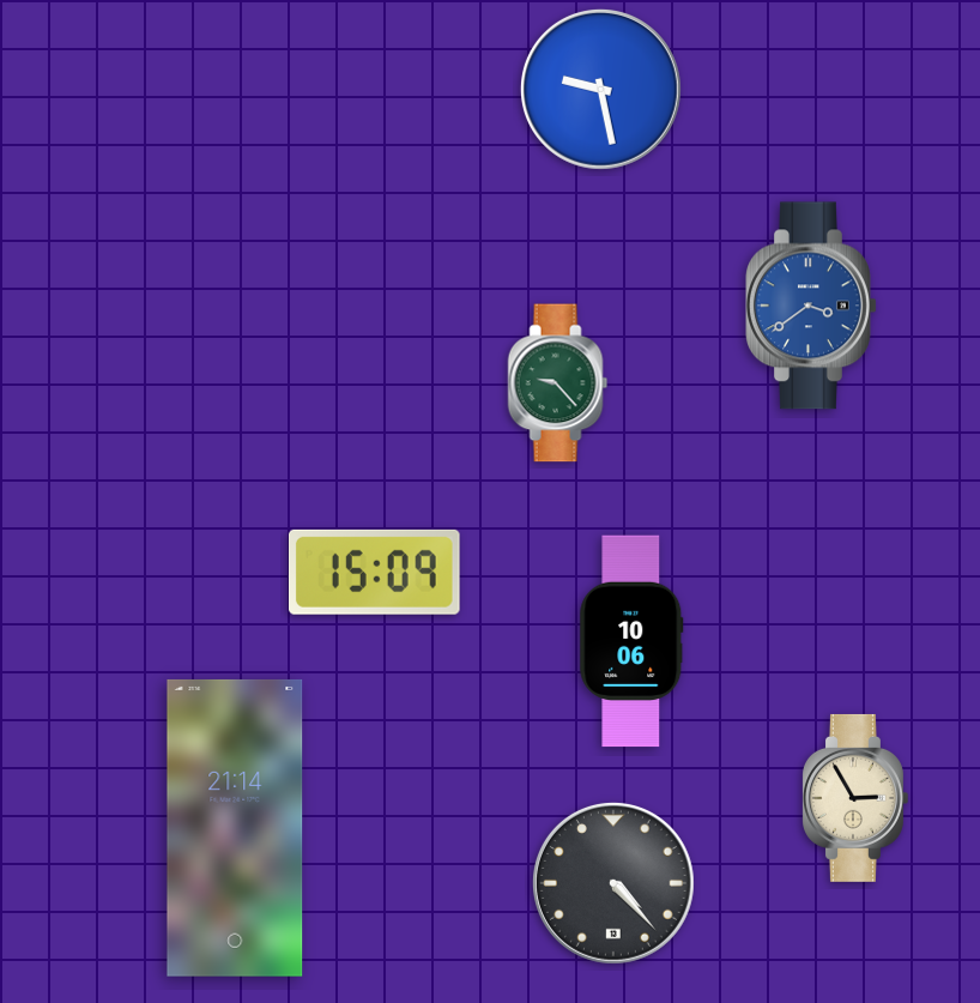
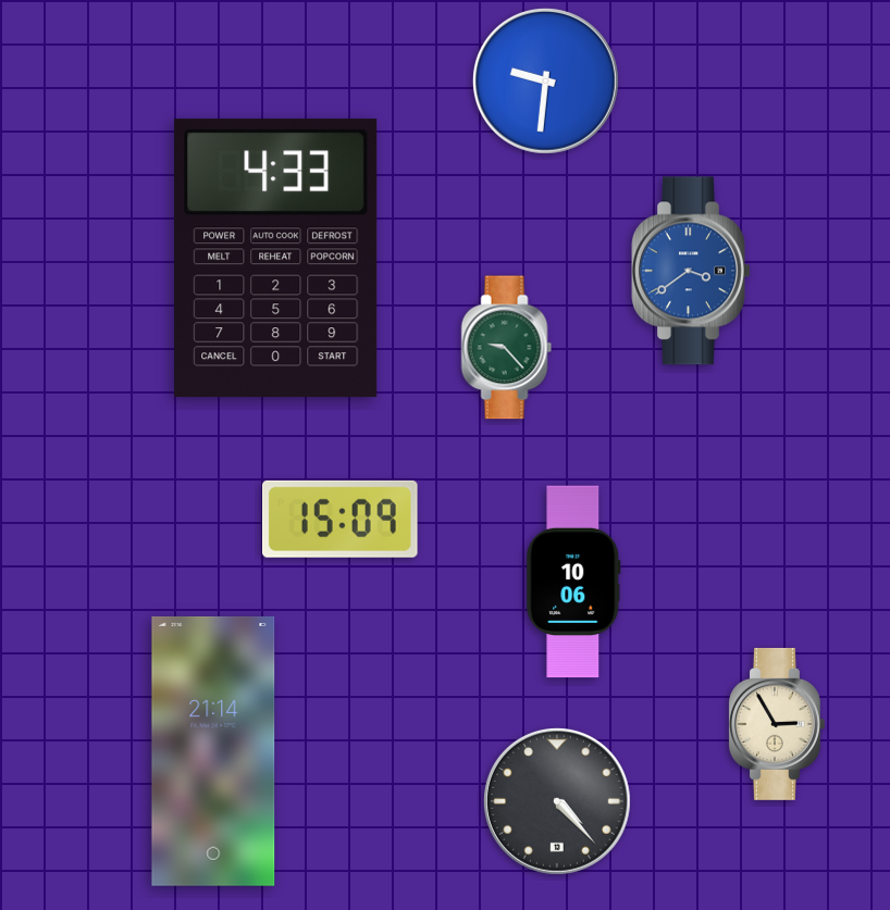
clock at (600, 89): 9:28 -> 9:31
clock at (276, 259): none -> 4:33
clock at (811, 306) position: (811, 306) -> (691, 271)
